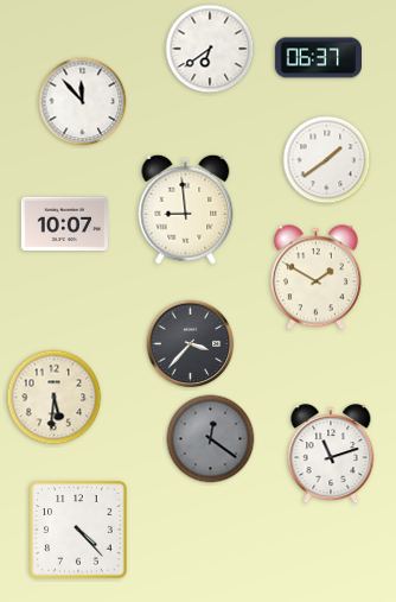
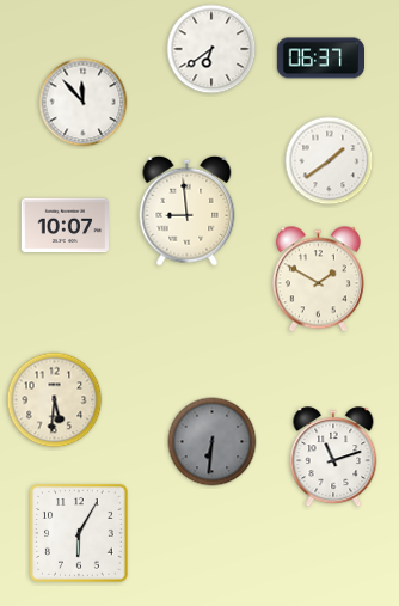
clock at (191, 344): 3:37 -> none
clock at (211, 439): 12:21 -> 6:31
clock at (79, 531): 4:23 -> 6:05
